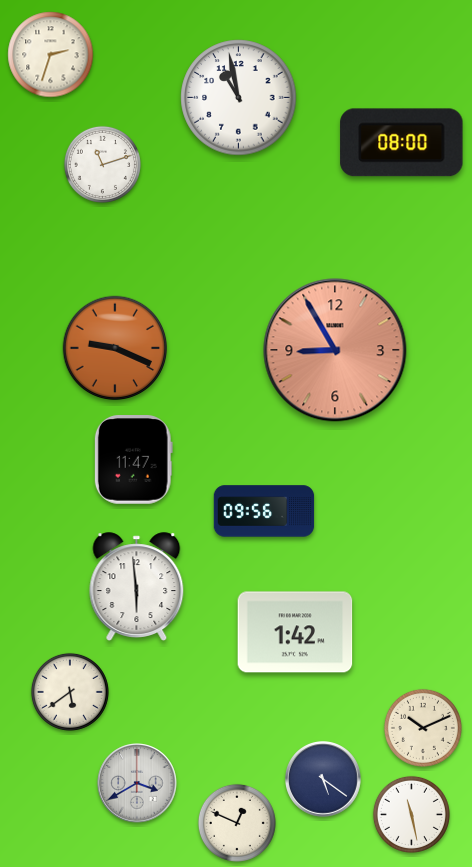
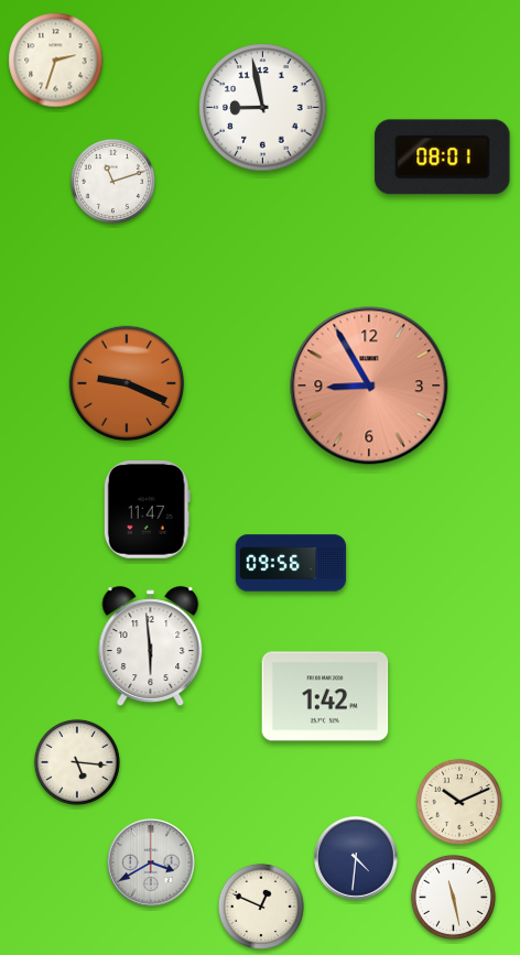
clock at (239, 98): 10:58 -> 8:58
clock at (402, 143): 08:00 -> 08:01
clock at (133, 460) position: (133, 460) -> (147, 510)
clock at (70, 692): 5:39 -> 5:16
clock at (423, 728) position: (423, 728) -> (459, 802)
clock at (324, 780): 5:21 -> 4:31
